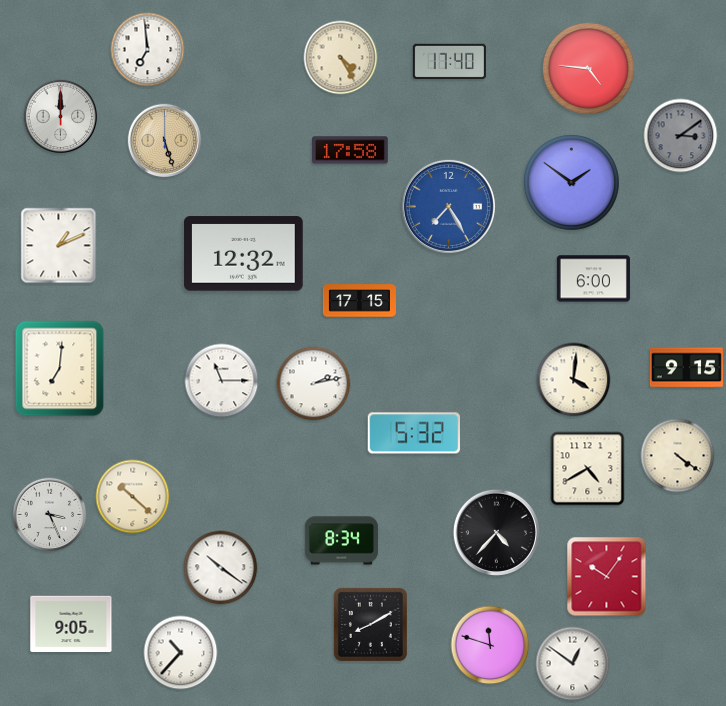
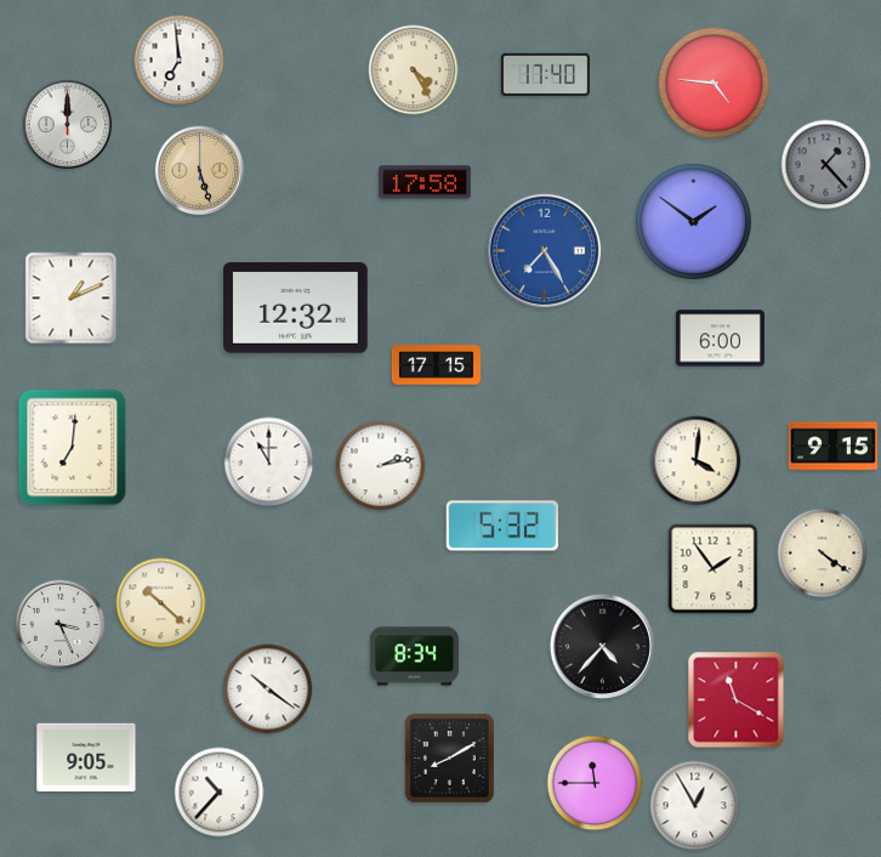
clock at (61, 117) position: (61, 117) -> (68, 125)
clock at (681, 136): 3:09 -> 1:23
clock at (222, 381): 11:15 -> 11:00
clock at (588, 469): 4:40 -> 1:54
clock at (607, 577): 10:06 -> 11:20
clock at (490, 645): 11:48 -> 11:45
clock at (573, 664): 12:51 -> 12:55
